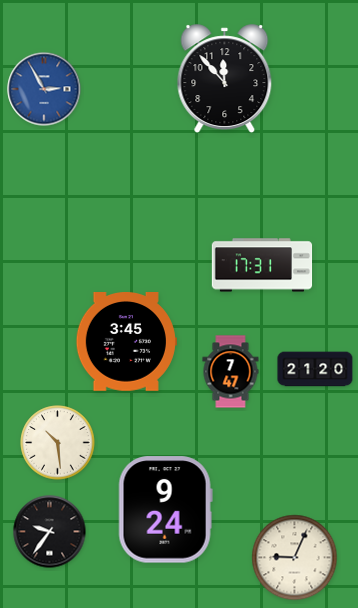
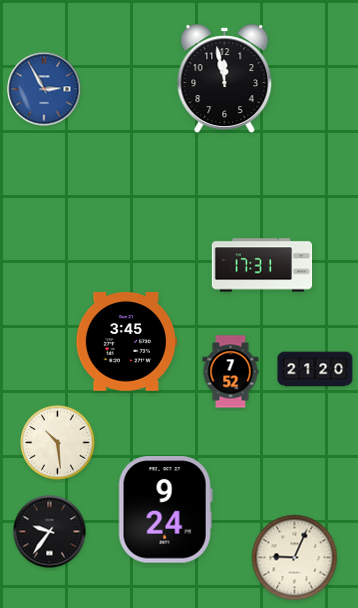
clock at (225, 78): 11:53 -> 11:58
clock at (231, 372): 7:47 -> 7:52
